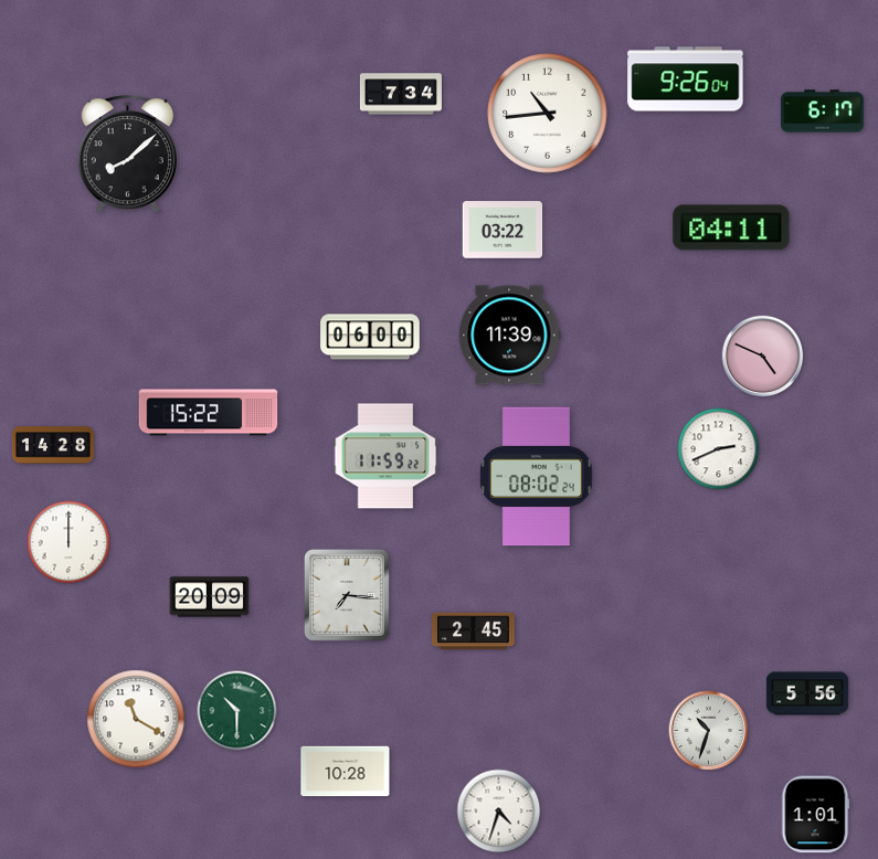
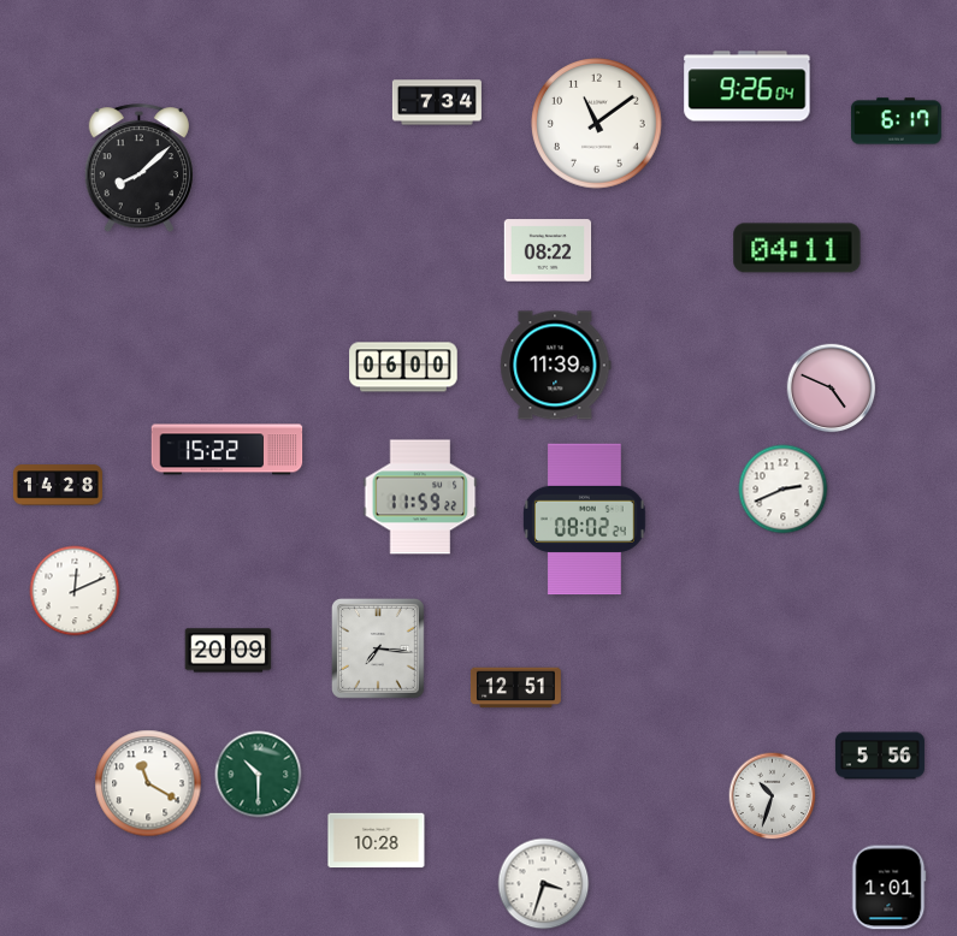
clock at (548, 114): 10:44 -> 11:09
clock at (503, 230): 03:22 -> 08:22
clock at (68, 542): 12:00 -> 12:11
clock at (473, 632): 2:45 -> 12:51
clock at (499, 812): 4:33 -> 3:33
